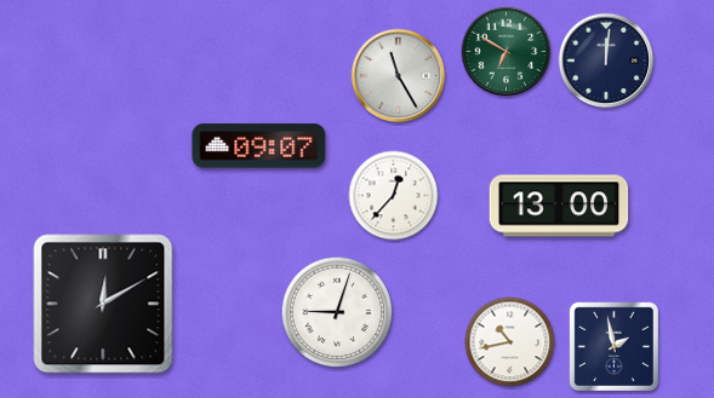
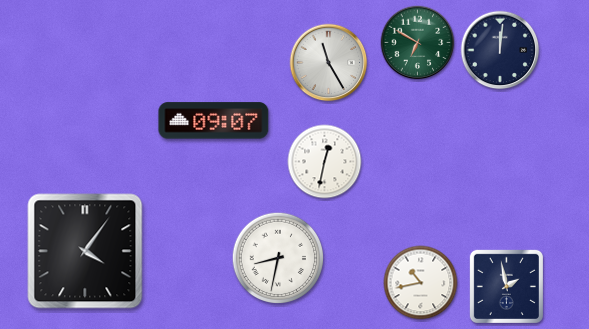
clock at (394, 196): 12:37 -> 12:32
clock at (559, 206): 13:00 -> none
clock at (103, 304): 12:10 -> 4:06
clock at (337, 312): 9:03 -> 8:32
